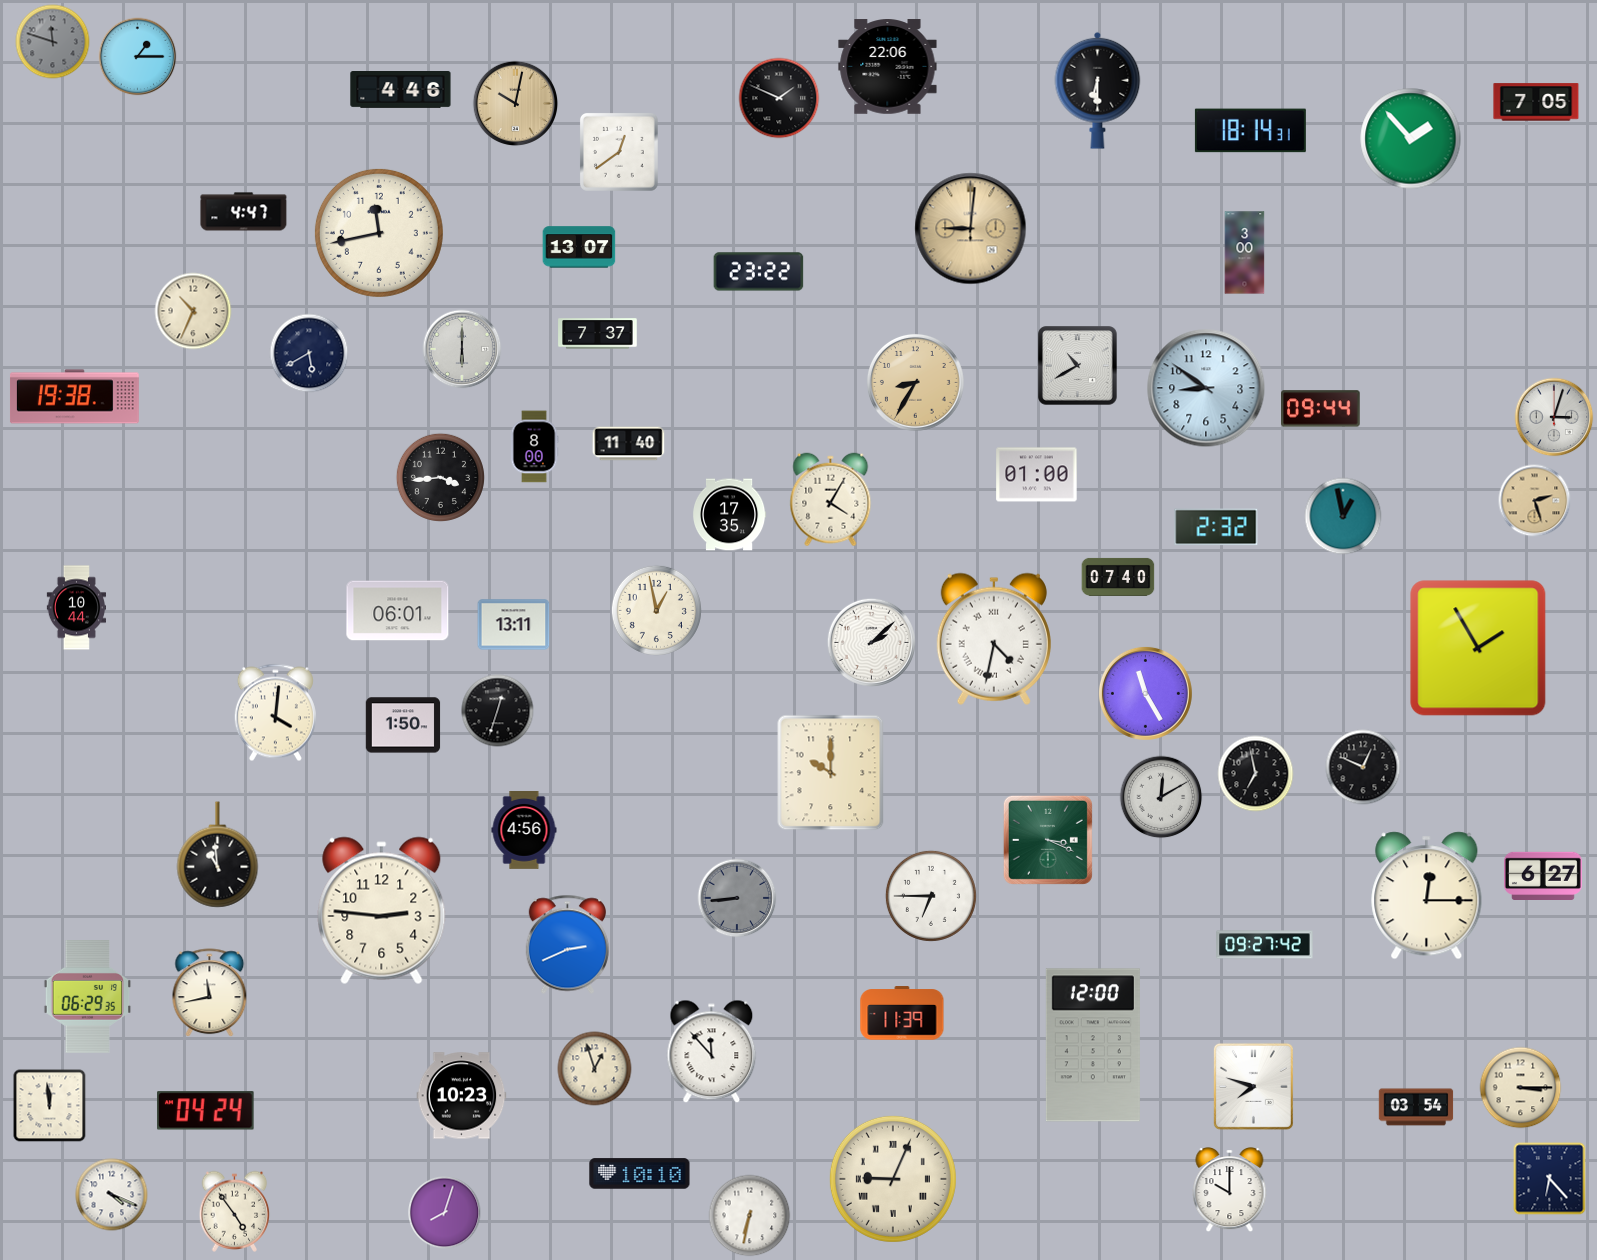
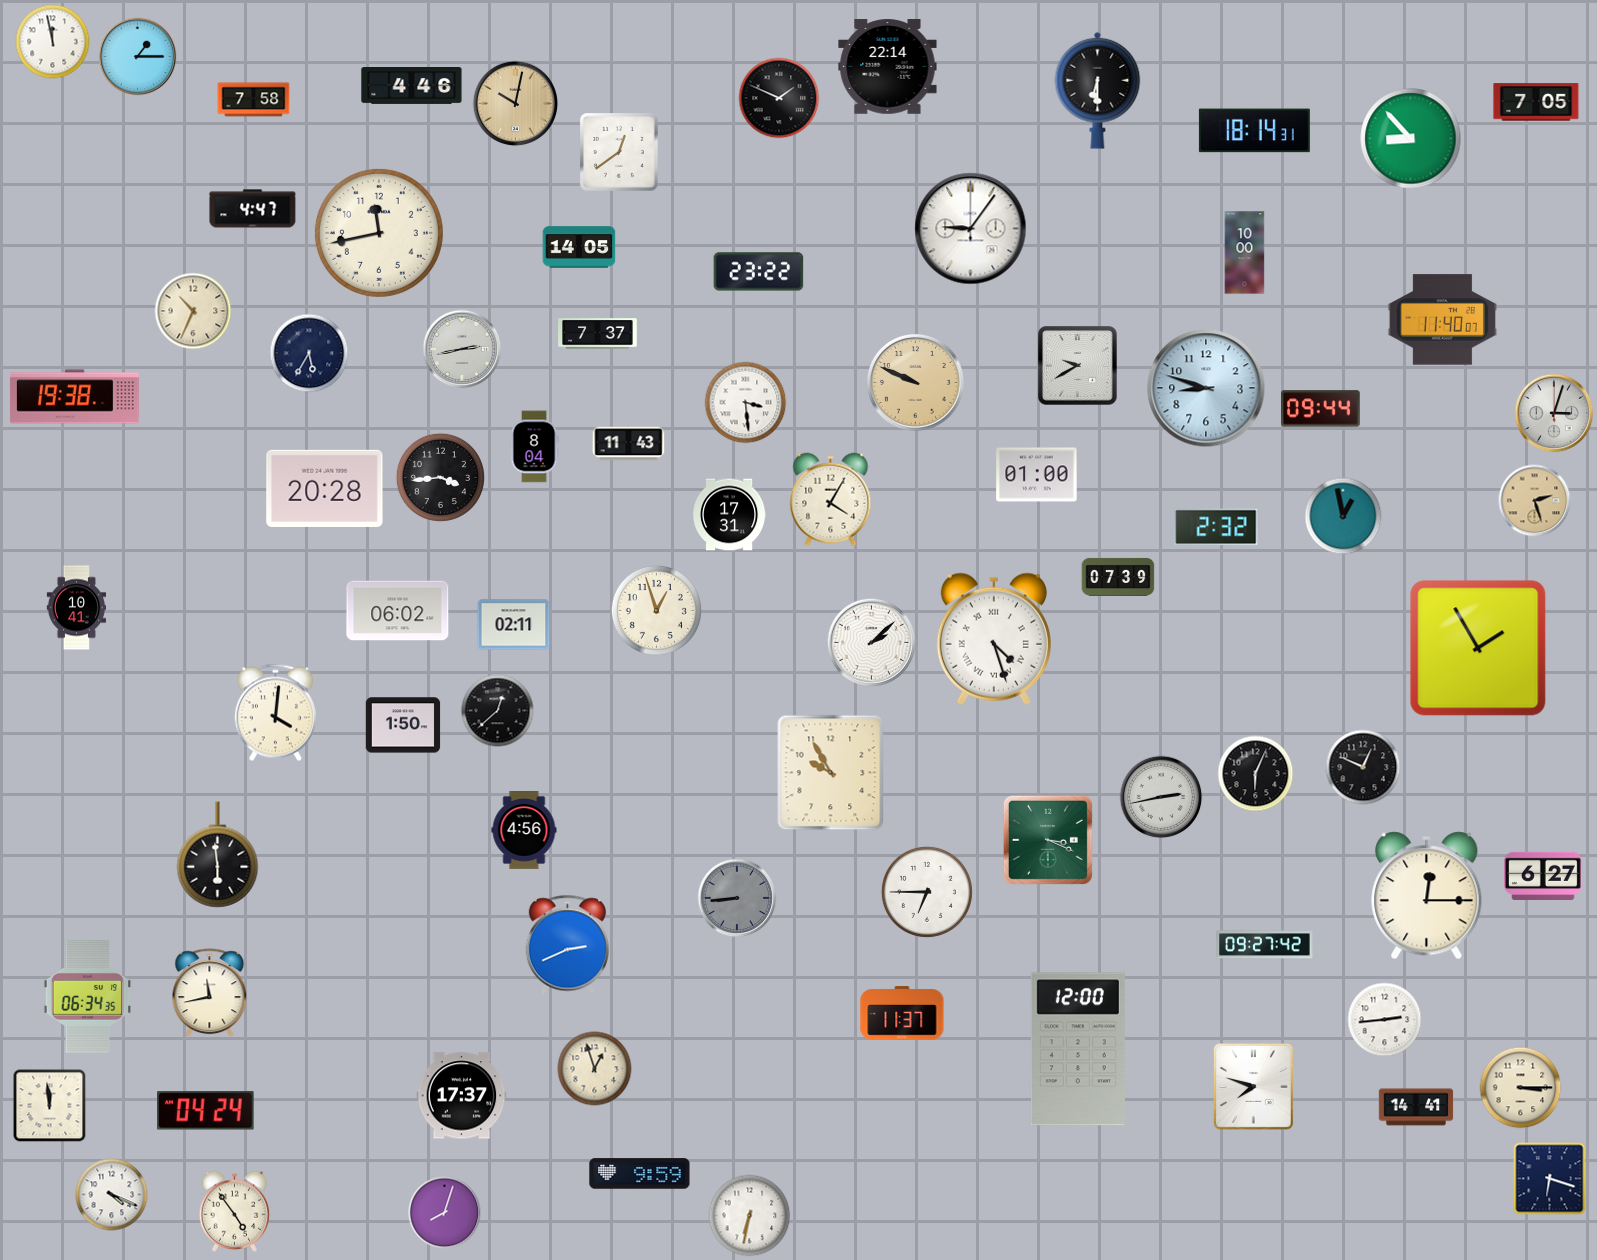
clock at (53, 42): 11:48 -> 11:58
clock at (53, 42) dial: grey -> white
clock at (888, 67): 22:06 -> 22:14
clock at (401, 90) position: (401, 90) -> (412, 86)
clock at (254, 100): none -> 7:58
clock at (1250, 131) position: (1250, 131) -> (1254, 131)
clock at (1411, 139): 1:53 -> 8:53
clock at (244, 212) position: (244, 212) -> (253, 209)
clock at (971, 229): 9:01 -> 9:06
clock at (971, 229) dial: champagne -> white
clock at (579, 247): 13:07 -> 14:05
clock at (1245, 253): 3:00 -> 10:00
clock at (1442, 320): none -> 11:40
clock at (462, 349): 6:00 -> 2:43
clock at (309, 353): 5:40 -> 5:35
clock at (1078, 366): 10:40 -> 9:40
clock at (915, 382): 8:35 -> 9:49
clock at (1206, 388): 8:51 -> 8:48
clock at (746, 403): none -> 3:29
clock at (1554, 417) position: (1554, 417) -> (1554, 413)
clock at (629, 444): 11:40 -> 11:43
clock at (534, 447): 8:00 -> 8:04
clock at (325, 488): none -> 20:28
clock at (729, 515): 17:35 -> 17:31
clock at (1118, 577): 07:40 -> 07:39
clock at (77, 608): 10:44 -> 10:41
clock at (656, 610): 12:58 -> 12:57
clock at (398, 611): 06:01 -> 06:02
clock at (514, 625): 13:11 -> 02:11
clock at (994, 639): 4:32 -> 4:27
clock at (1145, 693): 11:25 -> none
clock at (498, 711): 12:33 -> 12:38
clock at (831, 773): 10:00 -> 9:55
clock at (1256, 774): 6:58 -> 6:04
clock at (1161, 797): 12:10 -> 2:43
clock at (218, 855): 10:59 -> 5:59
clock at (931, 896) position: (931, 896) -> (927, 892)
clock at (382, 911): 2:46 -> none
clock at (88, 997): 06:29 -> 06:34
clock at (902, 1013): 11:39 -> 11:37
clock at (1385, 1020): none -> 2:44
clock at (1093, 1045) position: (1093, 1045) -> (1078, 1049)
clock at (712, 1052): 11:53 -> none
clock at (462, 1096): 10:23 -> 17:37
clock at (1416, 1107): 03:54 -> 14:41
clock at (640, 1174): 10:10 -> 9:59
clock at (893, 1179): 9:04 -> none
clock at (1550, 1179): 6:23 -> 6:18
clock at (1230, 1191): 10:00 -> none
